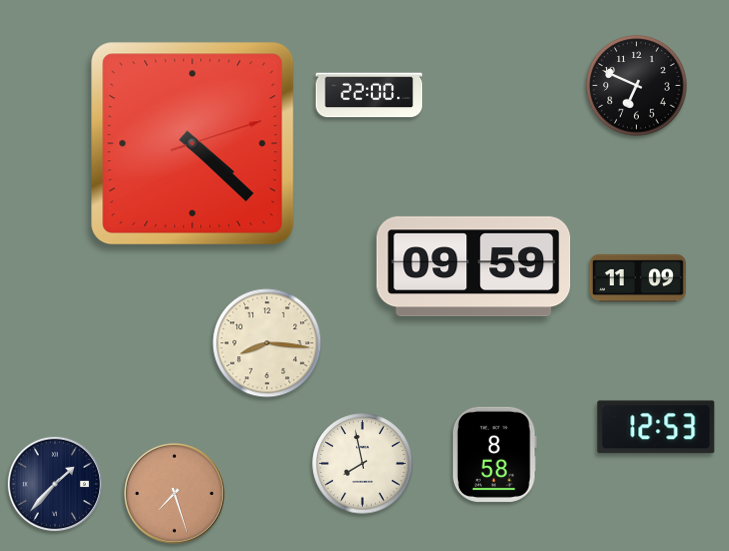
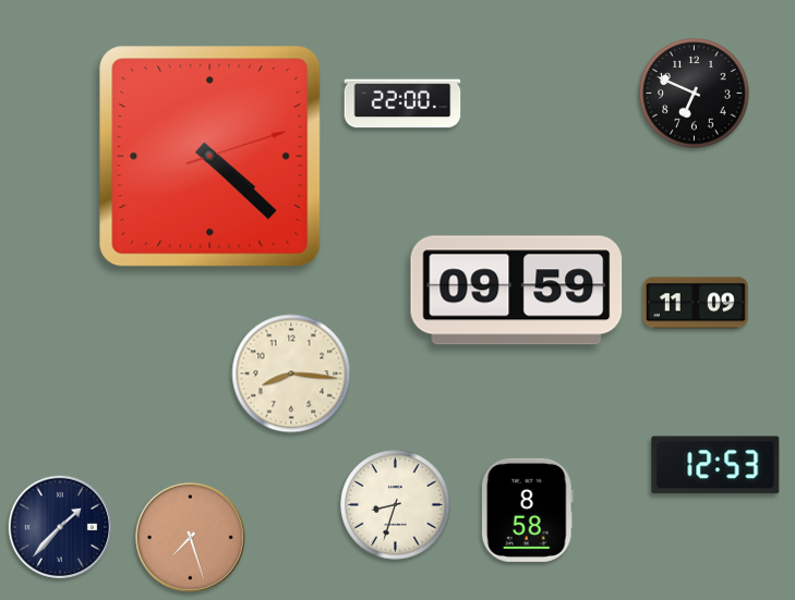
clock at (494, 454) position: (494, 454) -> (527, 510)
clock at (363, 464): 7:58 -> 8:33
